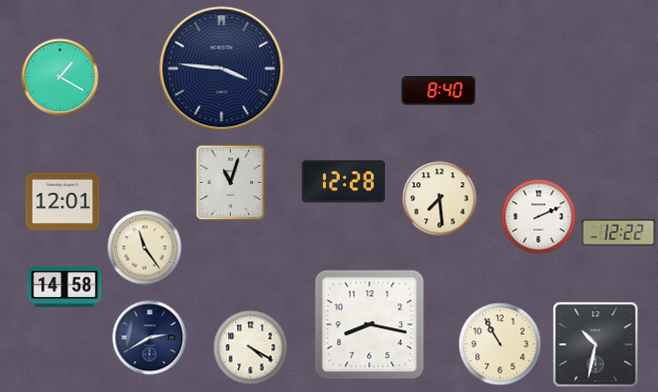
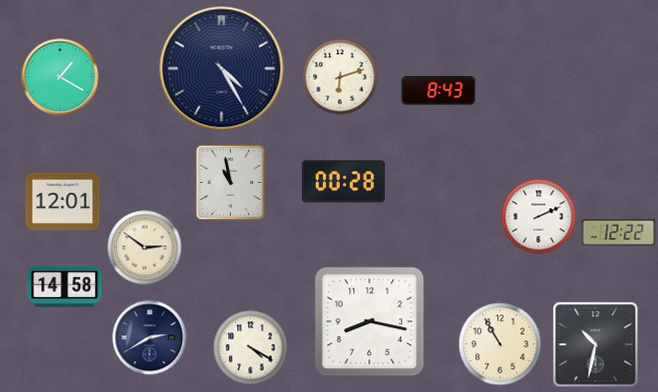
clock at (222, 69): 3:46 -> 4:25
clock at (340, 77): none -> 6:12
clock at (439, 91): 8:40 -> 8:43
clock at (343, 182): 12:28 -> 00:28
clock at (231, 183): 11:03 -> 10:58
clock at (440, 199): 7:29 -> none
clock at (145, 248): 11:24 -> 2:51
clock at (370, 325) position: (370, 325) -> (370, 322)
